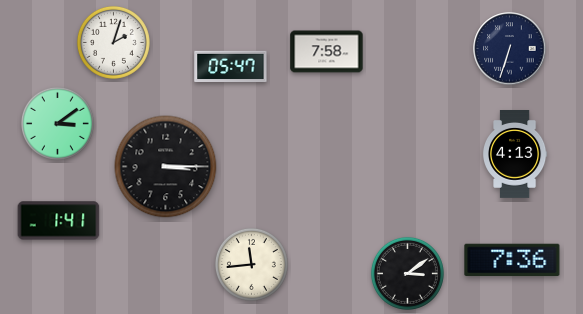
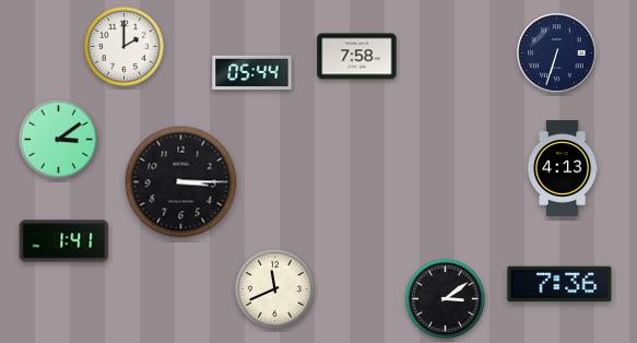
clock at (113, 42): 2:03 -> 2:00
clock at (231, 67): 05:47 -> 05:44
clock at (57, 123) position: (57, 123) -> (58, 139)
clock at (251, 264): 11:44 -> 11:41
